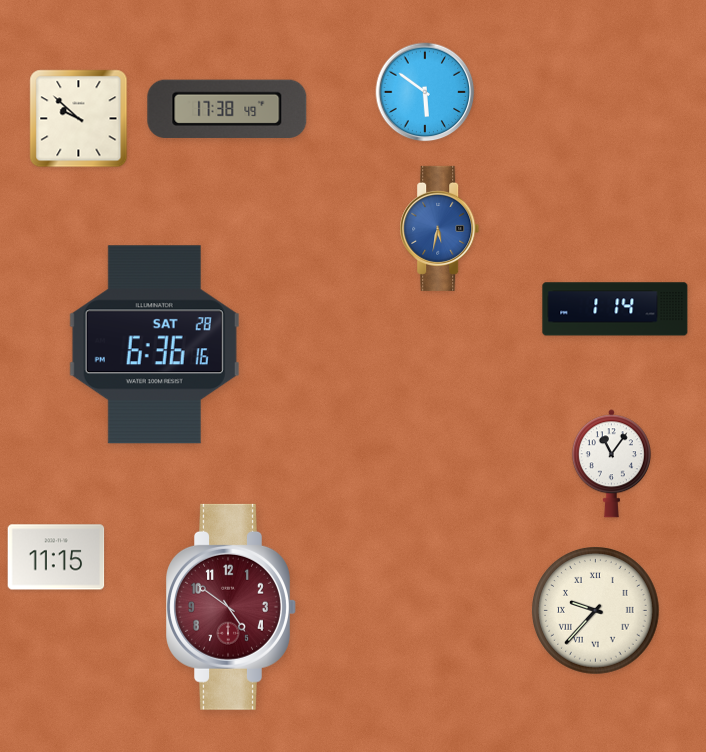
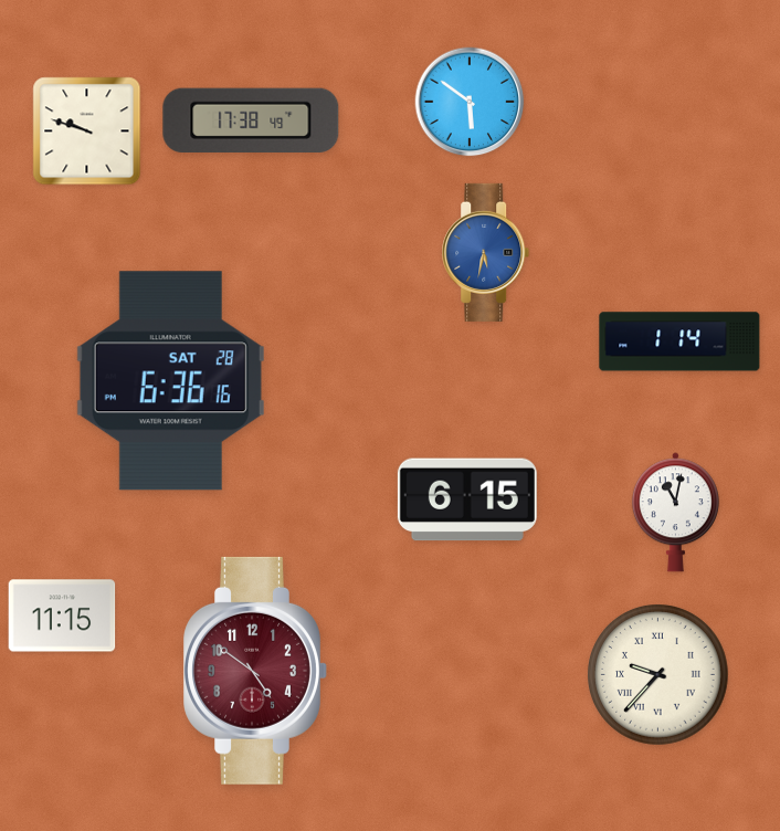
clock at (79, 119): 9:52 -> 9:48
clock at (467, 499): none -> 6:15
clock at (611, 464): 11:06 -> 11:02
